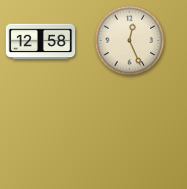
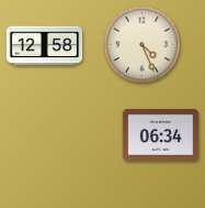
clock at (130, 41): 12:26 -> 4:26
clock at (161, 135): none -> 06:34
